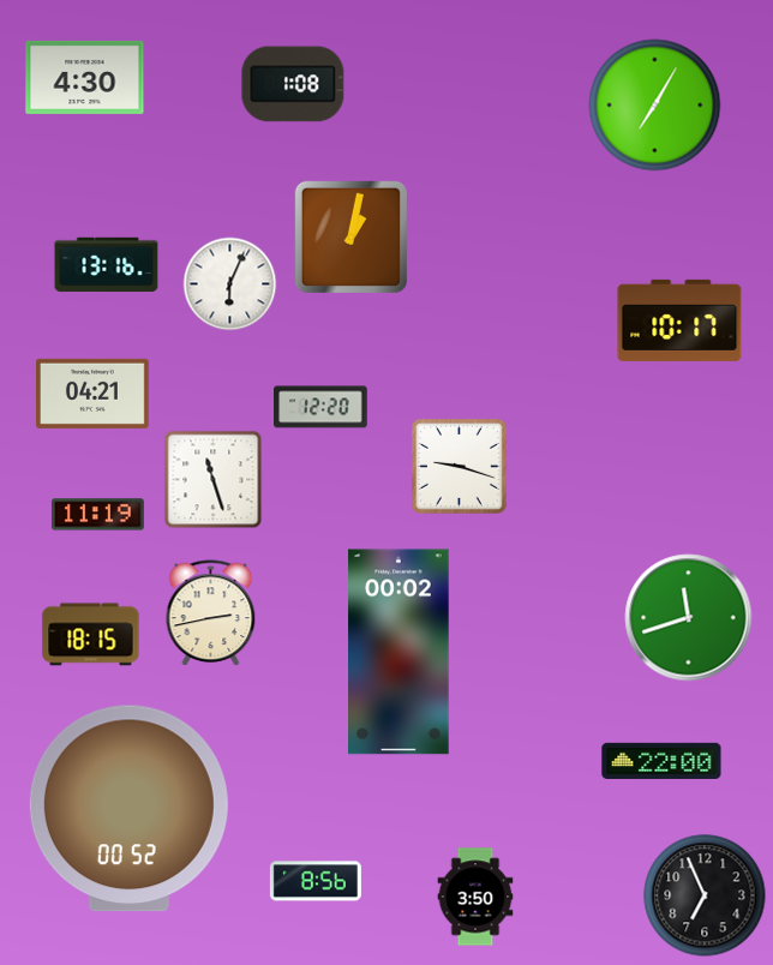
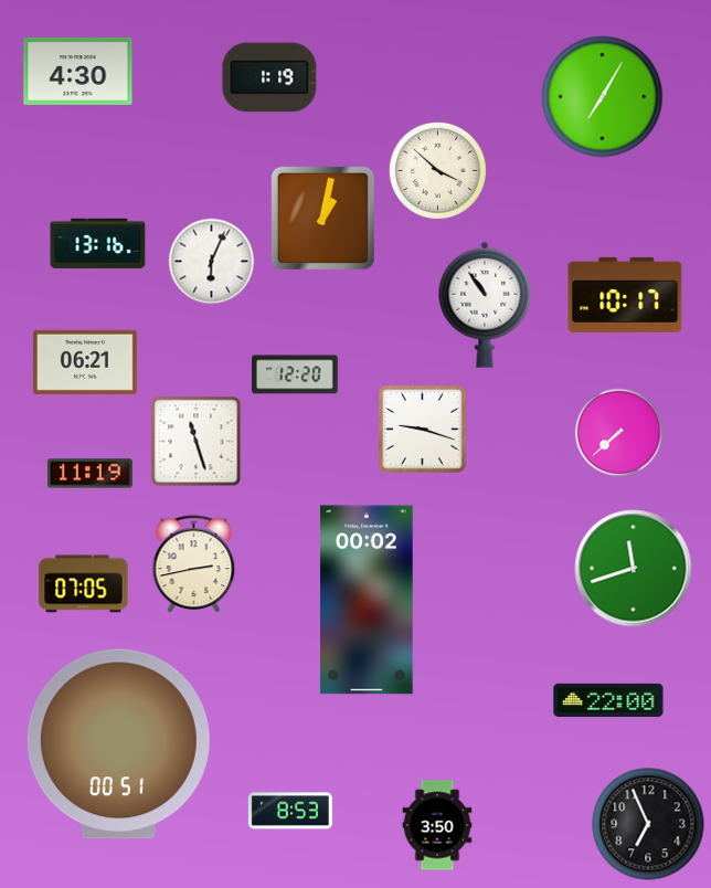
clock at (293, 84): 1:08 -> 1:19
clock at (437, 170): none -> 3:52
clock at (485, 305): none -> 10:54
clock at (92, 394): 04:21 -> 06:21
clock at (619, 433): none -> 7:38
clock at (91, 635): 18:15 -> 07:05
clock at (128, 809): 00:52 -> 00:51
clock at (316, 881): 8:56 -> 8:53
